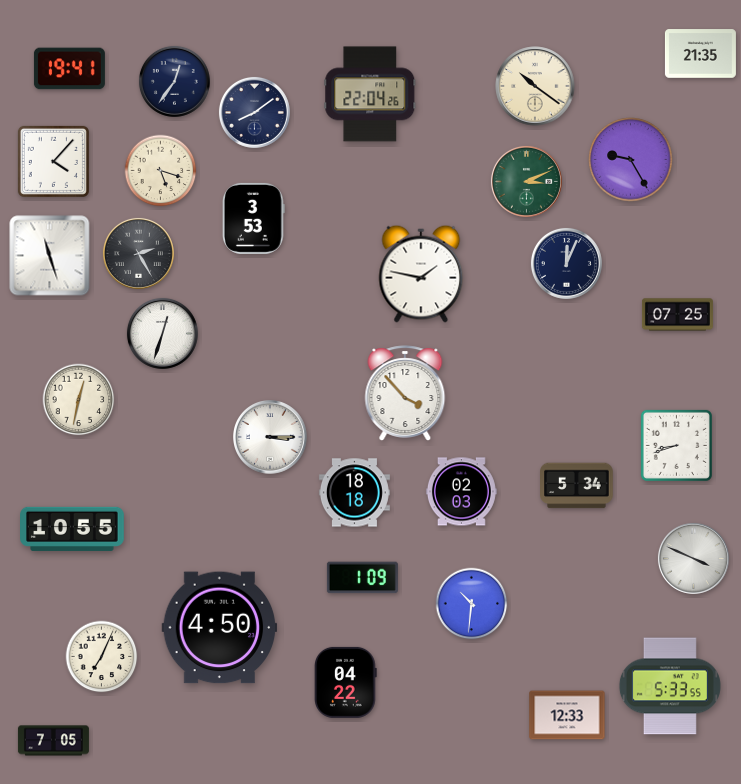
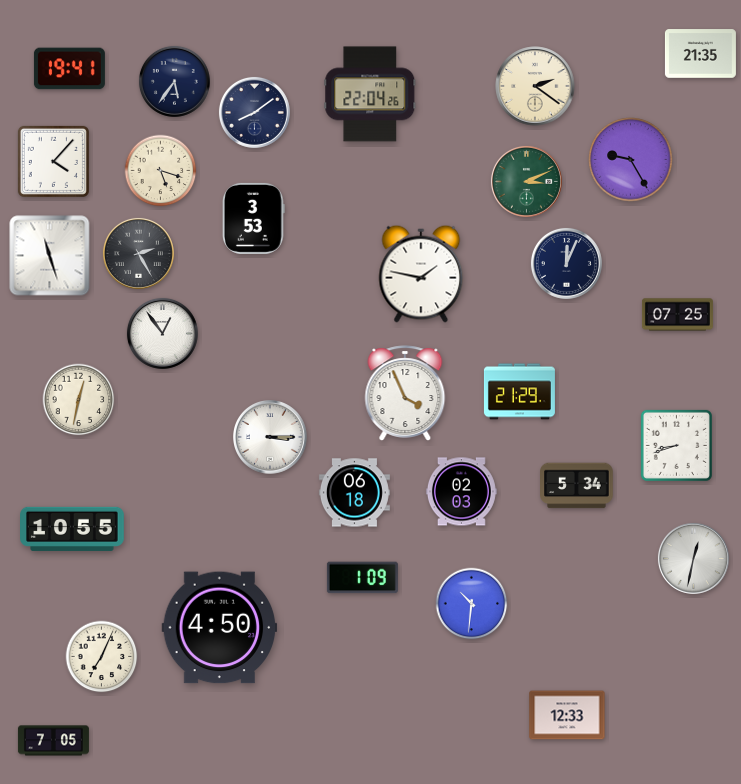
clock at (174, 81): 12:36 -> 5:36
clock at (535, 86): 10:21 -> 2:21
clock at (162, 333): 12:33 -> 12:54
clock at (519, 392): none -> 21:29
clock at (405, 393): 3:53 -> 3:56
clock at (354, 493): 18:18 -> 06:18
clock at (693, 558): 3:49 -> 12:32
clock at (346, 682): 04:22 -> none
clock at (670, 686): 5:33 -> none
